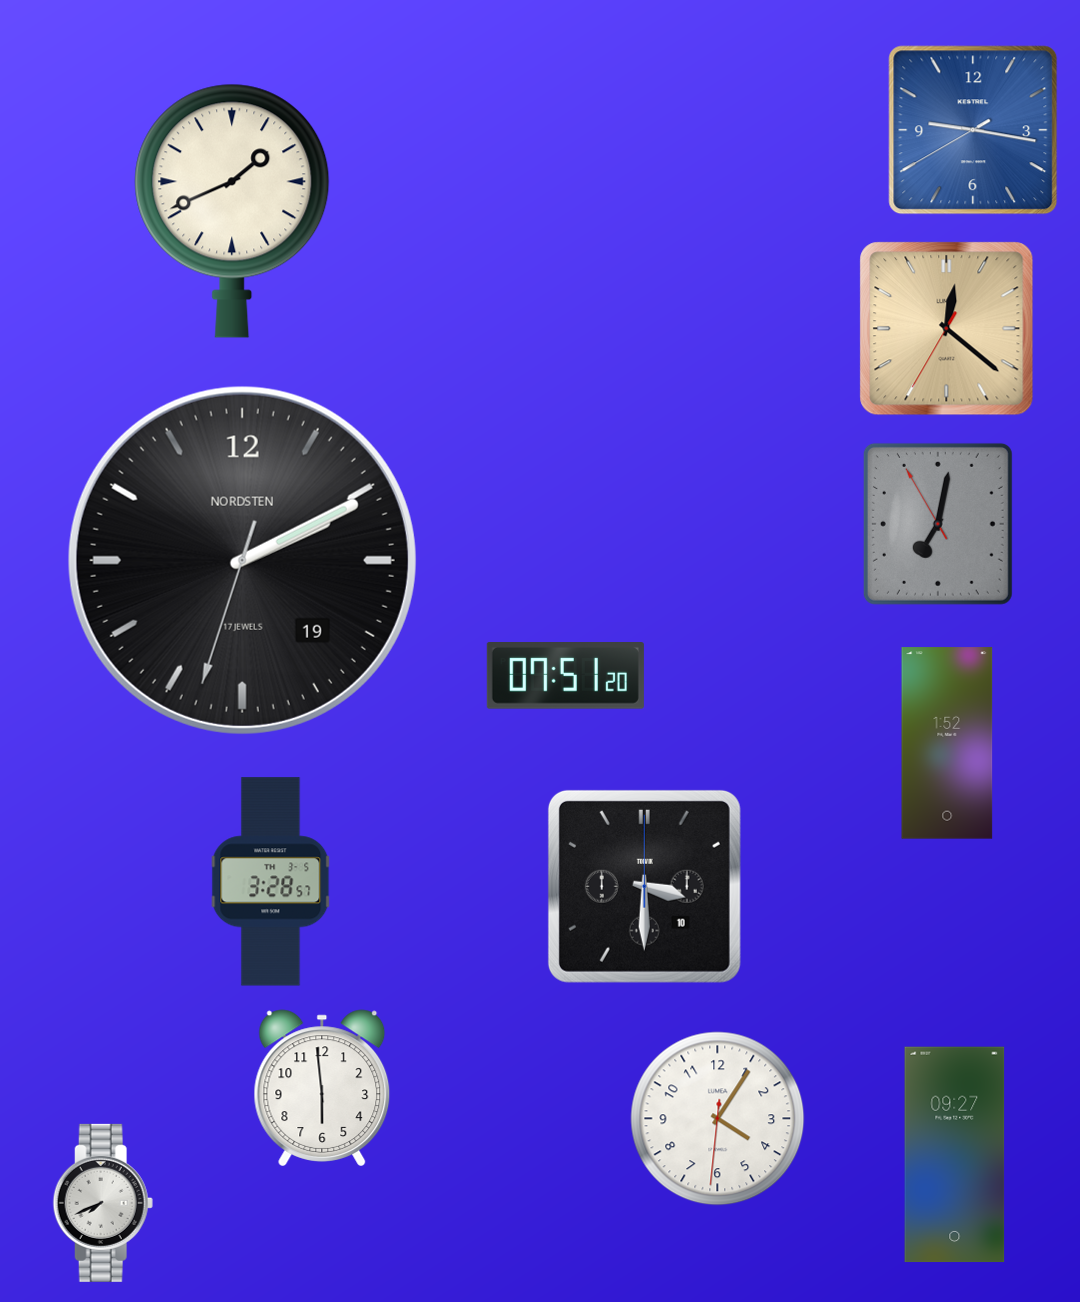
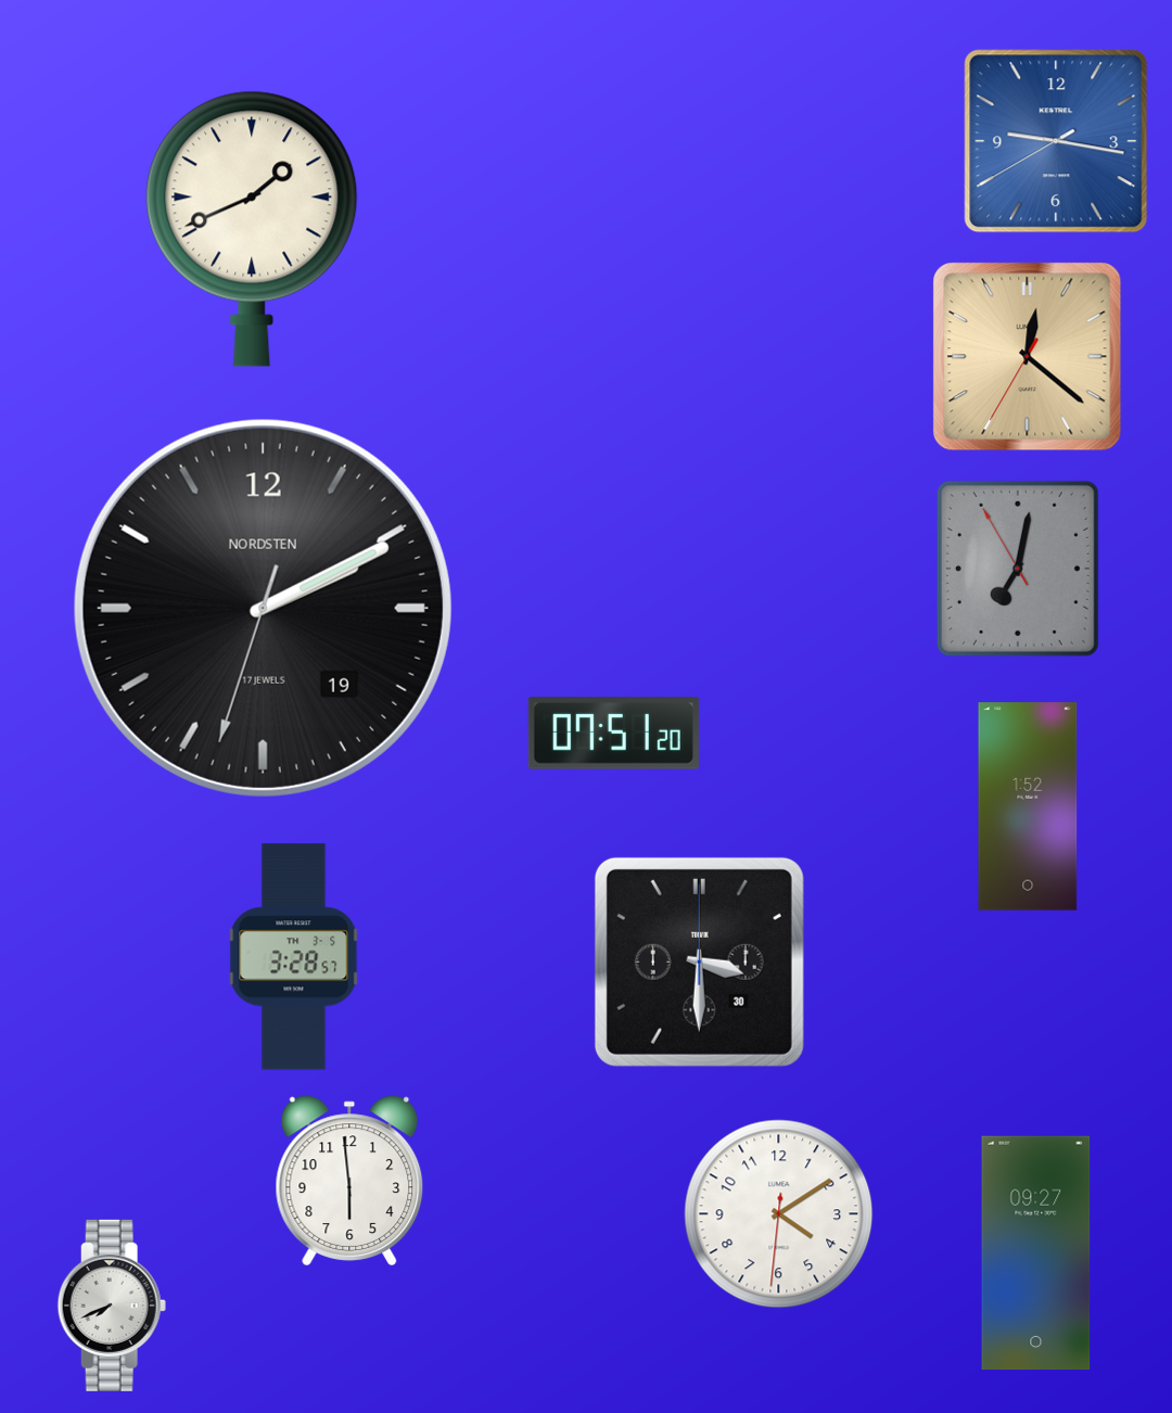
clock at (644, 886) date: 10 -> 30
clock at (718, 1119): 4:05 -> 4:09
